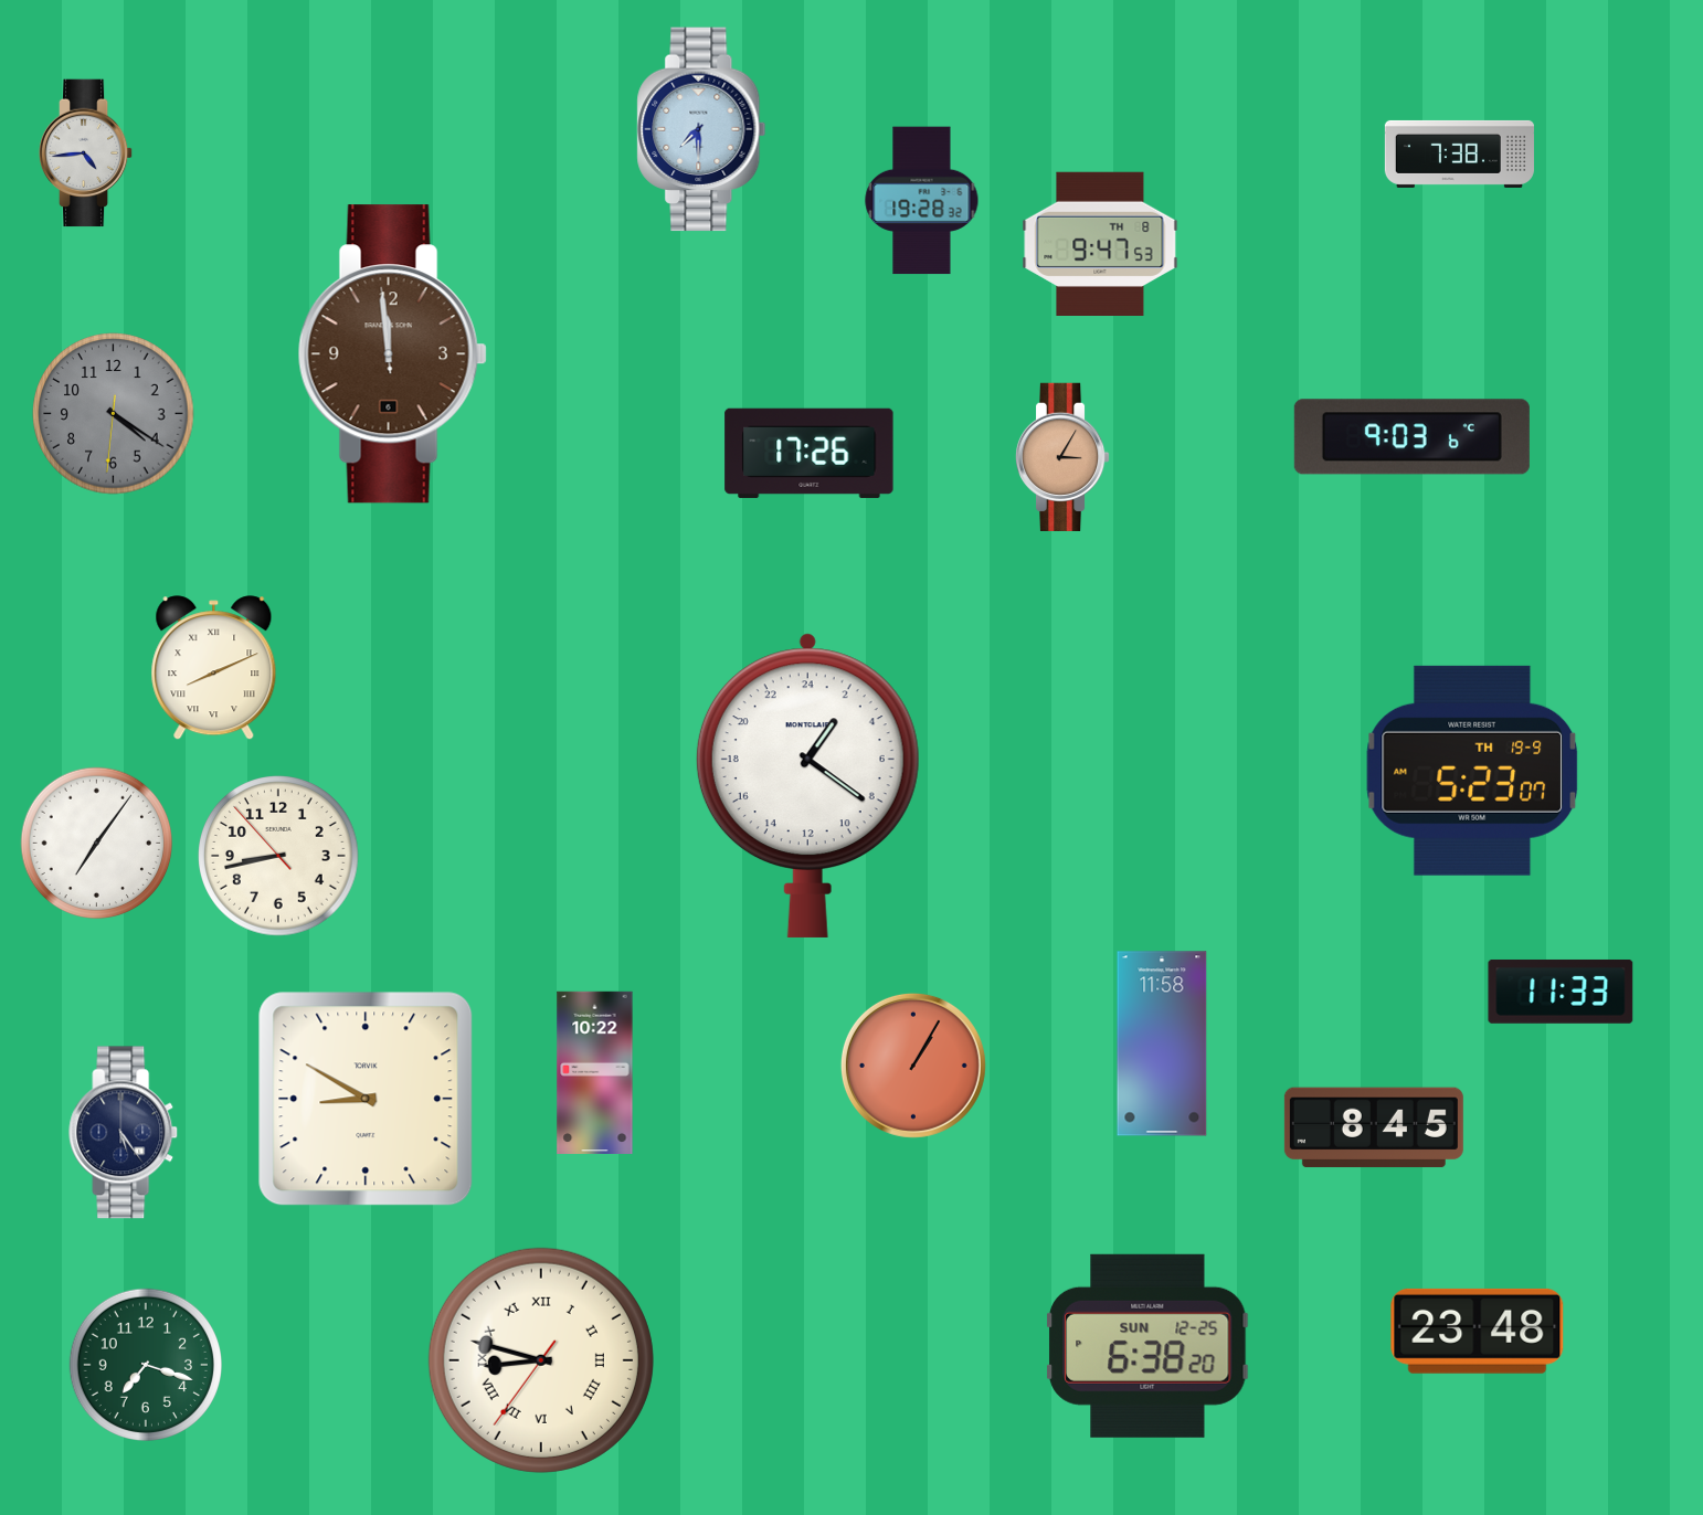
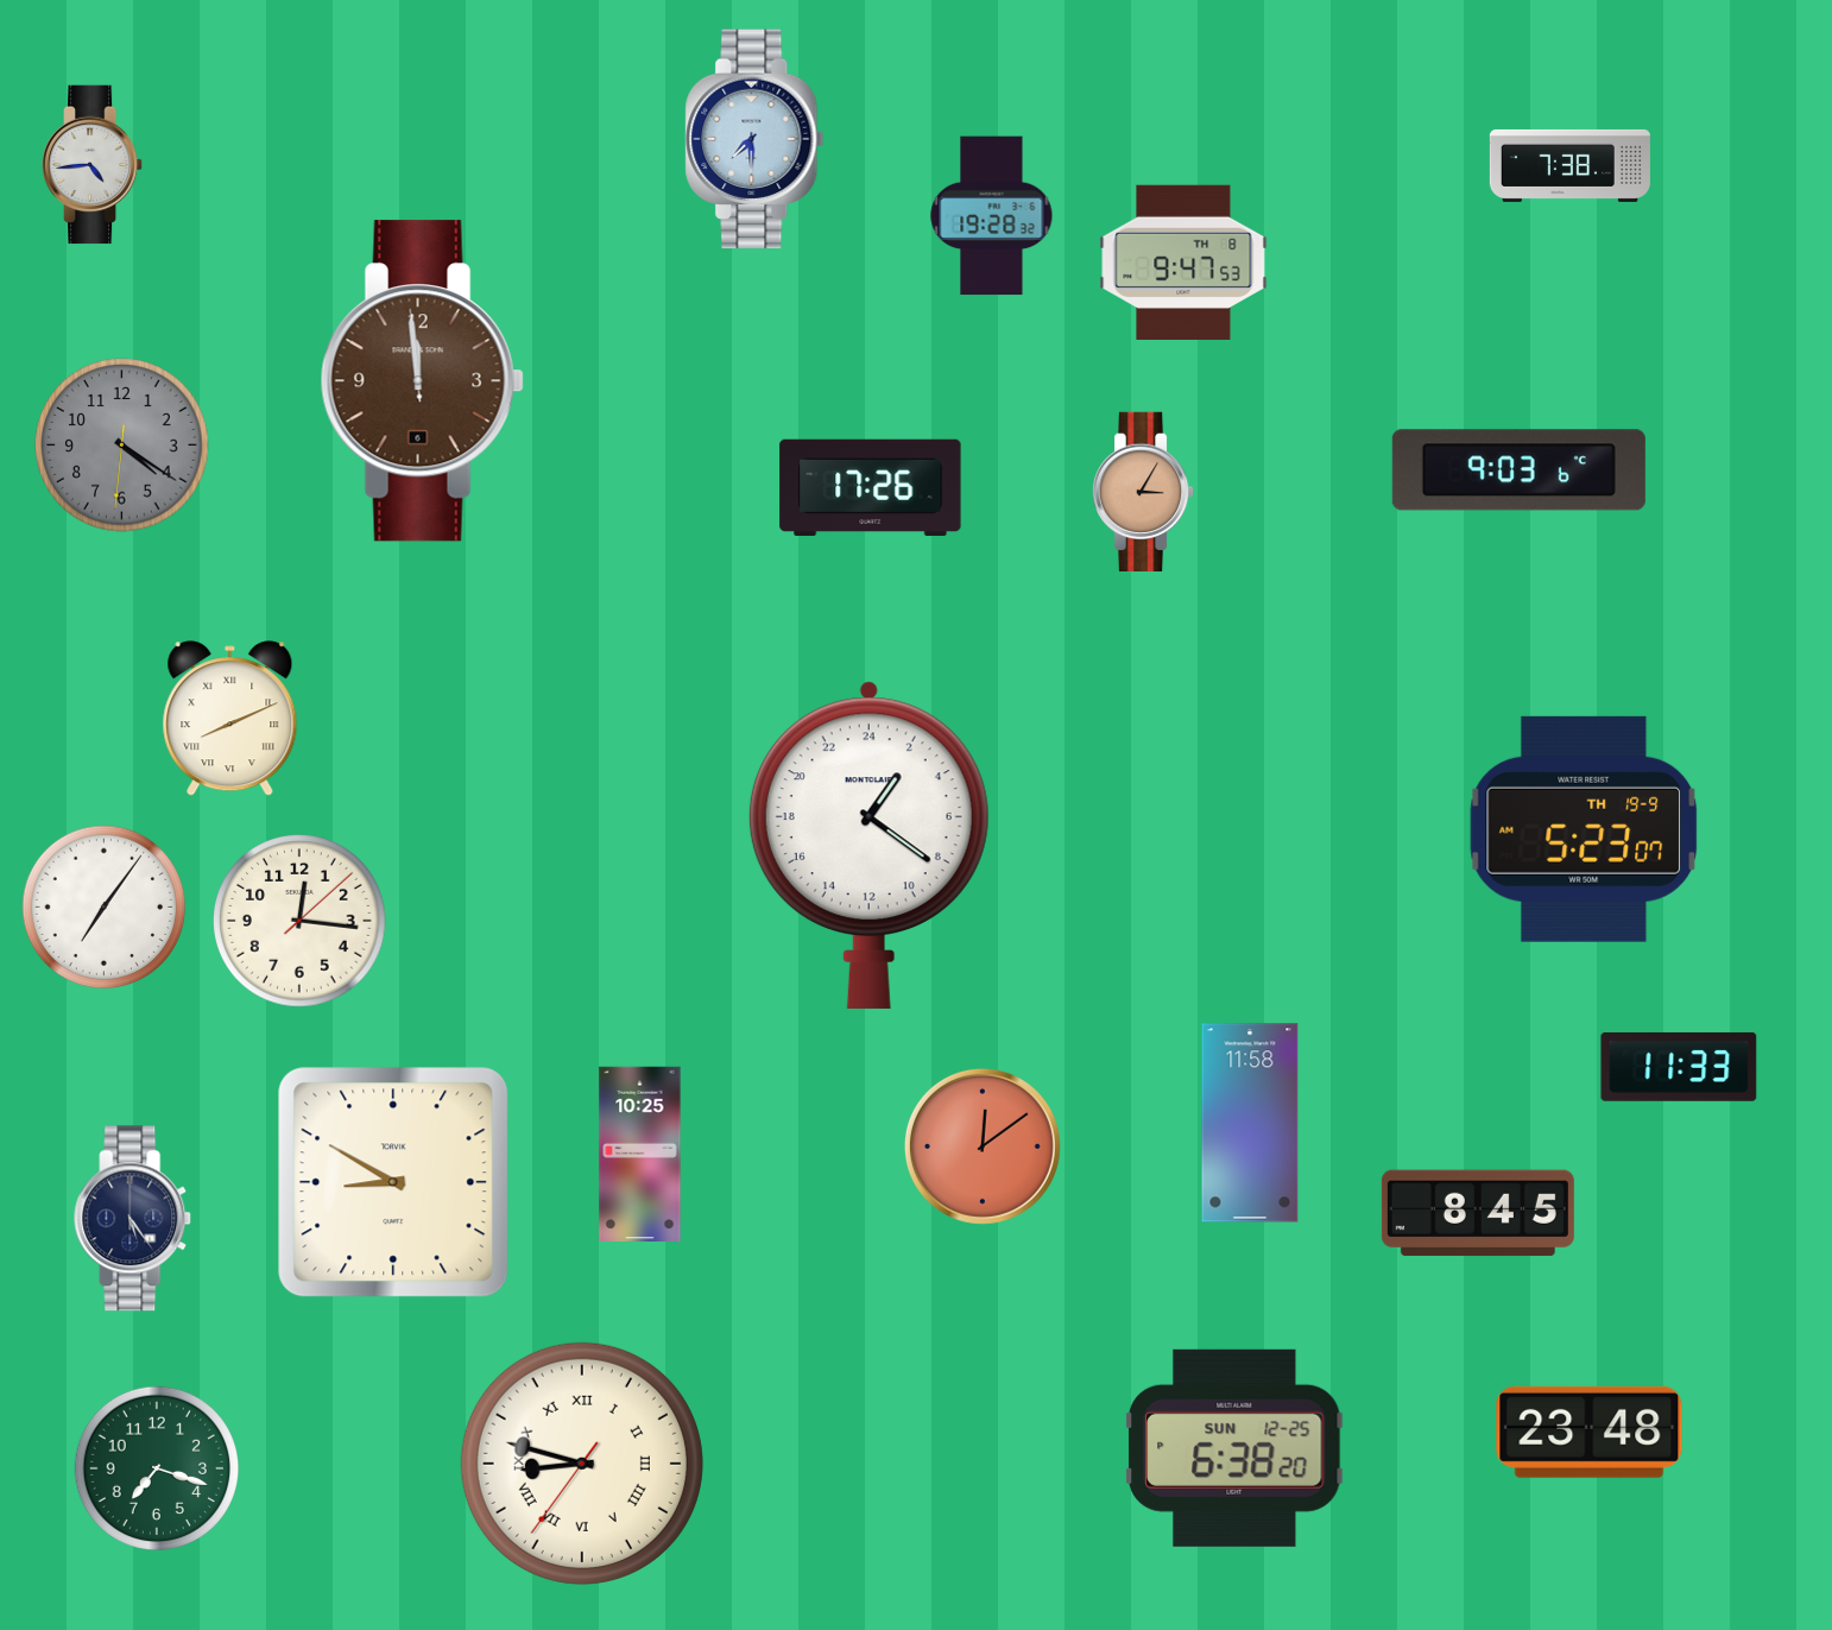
clock at (278, 856): 8:42 -> 12:16
clock at (913, 1066): 1:05 -> 12:09
clock at (595, 1072): 10:22 -> 10:25
